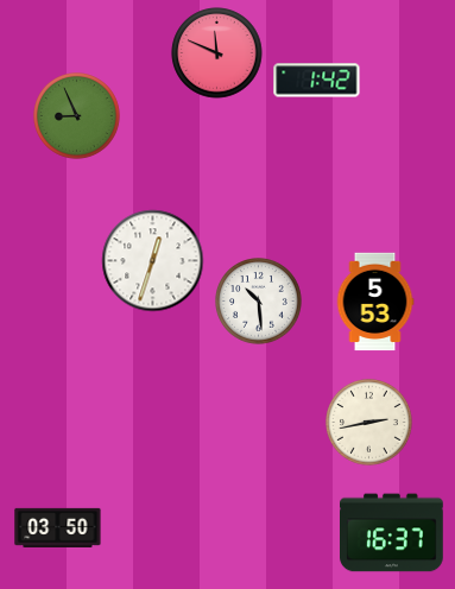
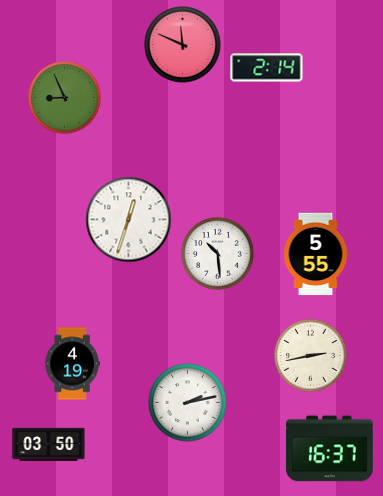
clock at (317, 81): 1:42 -> 2:14
clock at (375, 302): 5:53 -> 5:55
clock at (72, 364): none -> 4:19
clock at (188, 403): none -> 2:13
